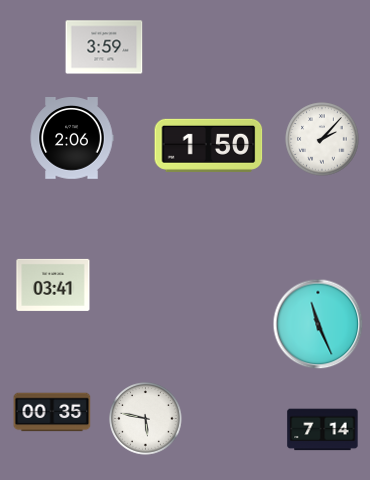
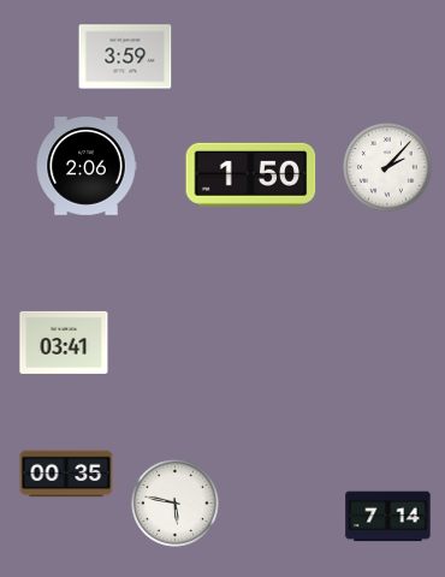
clock at (318, 324): 11:26 -> none
clock at (52, 412) position: (52, 412) -> (66, 474)
